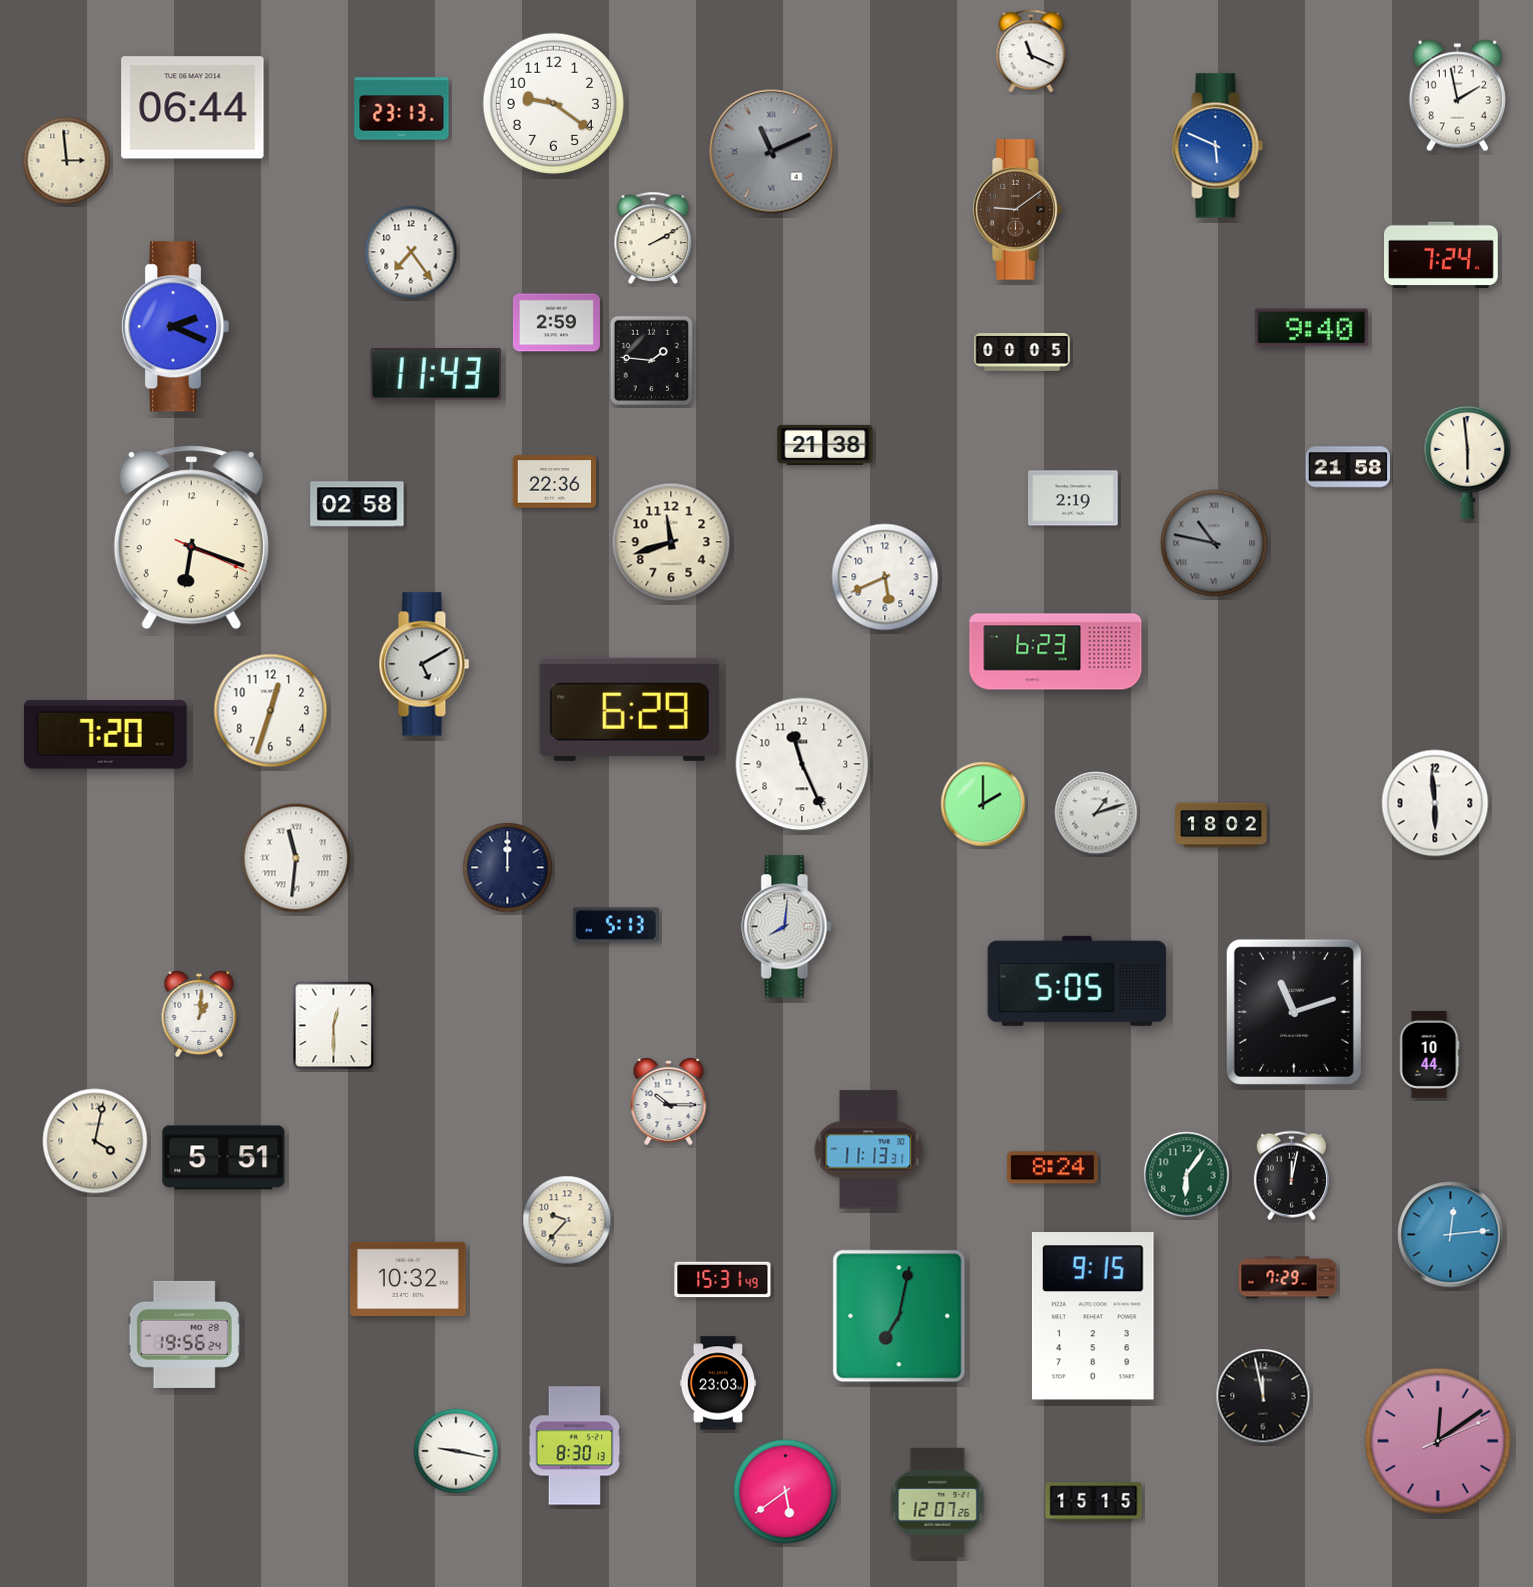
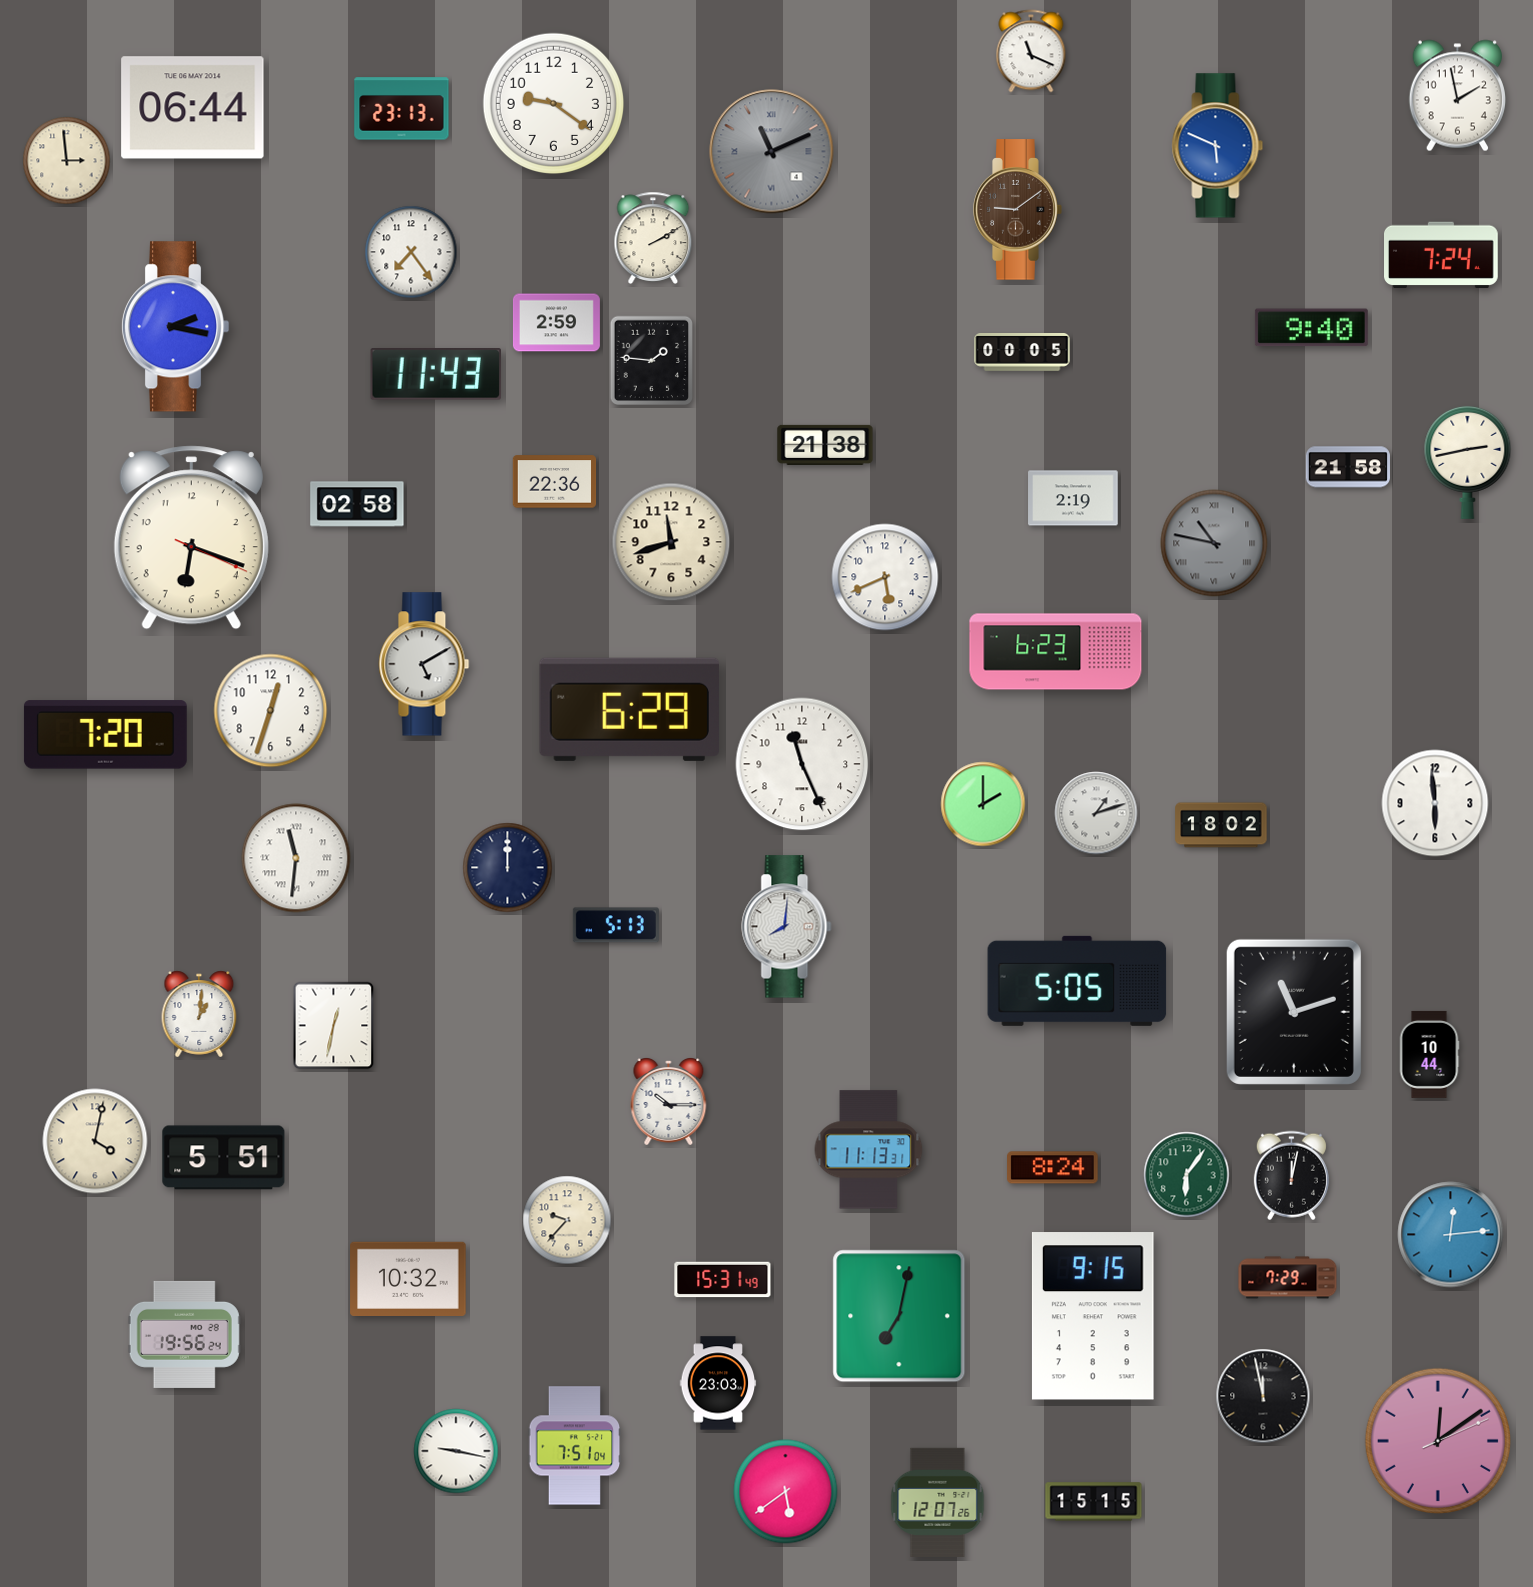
clock at (175, 327): 2:19 -> 2:17
clock at (1468, 462): 5:59 -> 2:43
clock at (334, 1026): 12:30 -> 12:32
clock at (575, 1446): 8:30 -> 7:51
